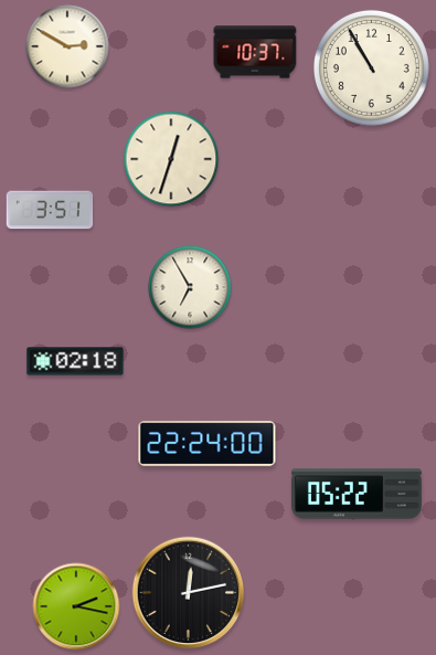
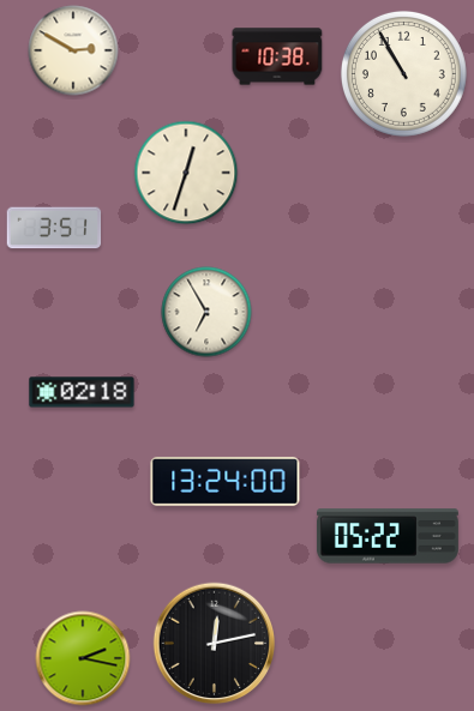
clock at (255, 52): 10:37 -> 10:38
clock at (208, 443): 22:24 -> 13:24
clock at (189, 593) position: (189, 593) -> (215, 644)
